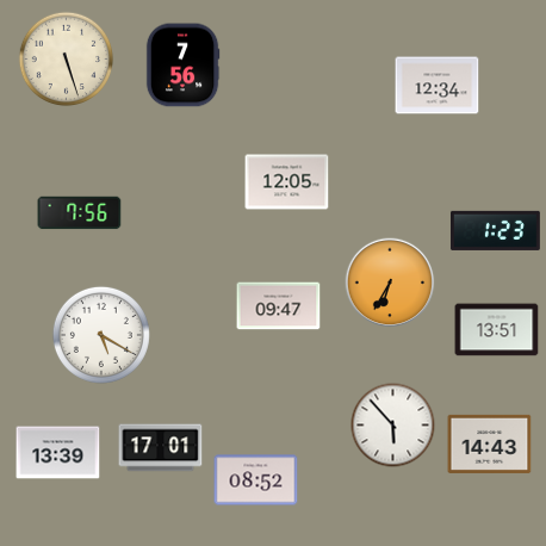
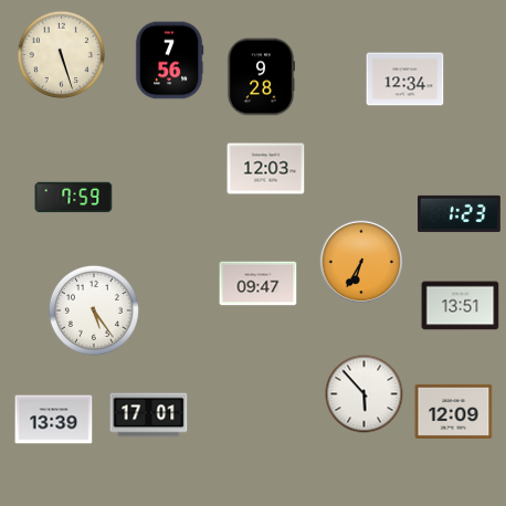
clock at (261, 77): none -> 9:28
clock at (287, 182): 12:05 -> 12:03
clock at (80, 213): 7:56 -> 7:59
clock at (101, 335): 5:20 -> 5:24
clock at (490, 443): 14:43 -> 12:09
clock at (256, 480): 08:52 -> none
